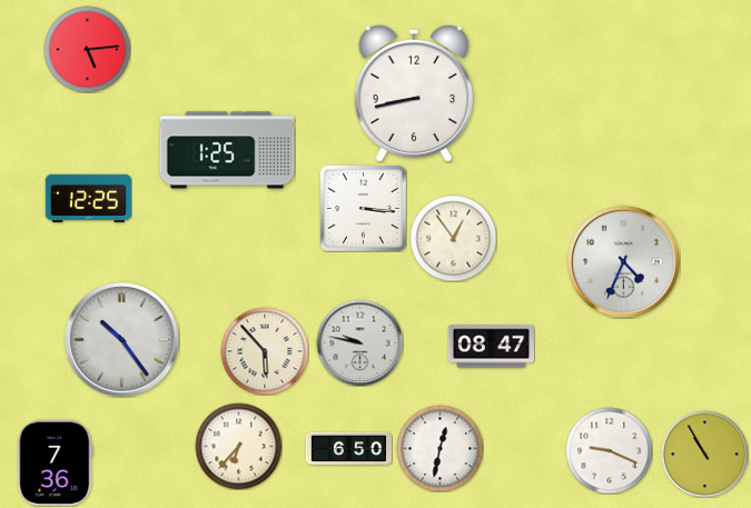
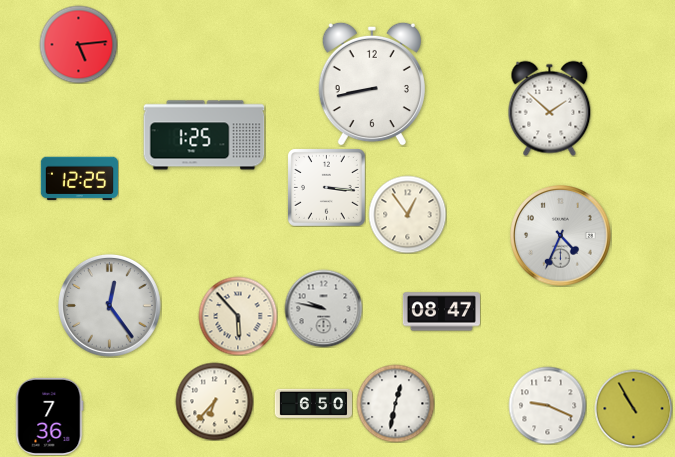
clock at (550, 108): none -> 1:52
clock at (121, 339): 10:24 -> 12:24
